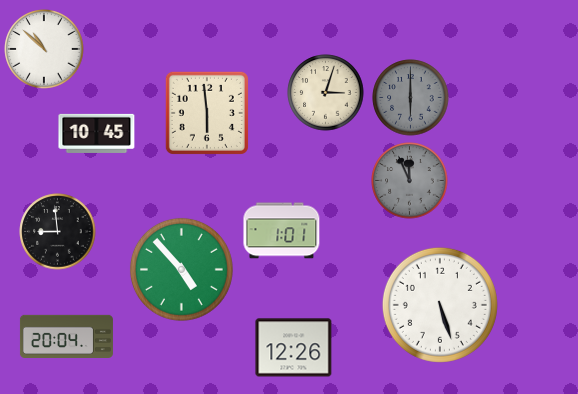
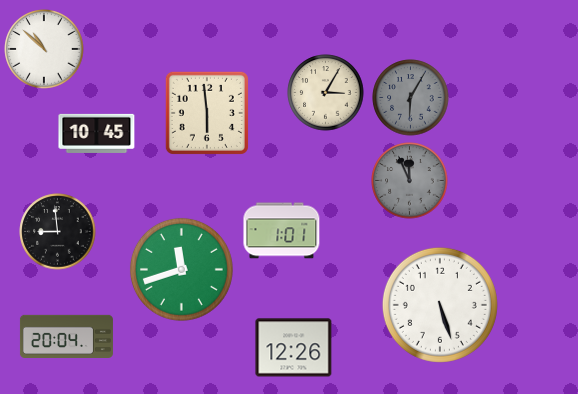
clock at (326, 93): 3:03 -> 3:05
clock at (411, 98): 6:00 -> 6:05
clock at (181, 269): 4:53 -> 11:42
